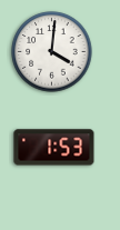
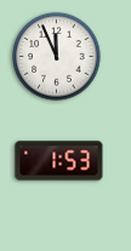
clock at (52, 52): 4:01 -> 11:56
